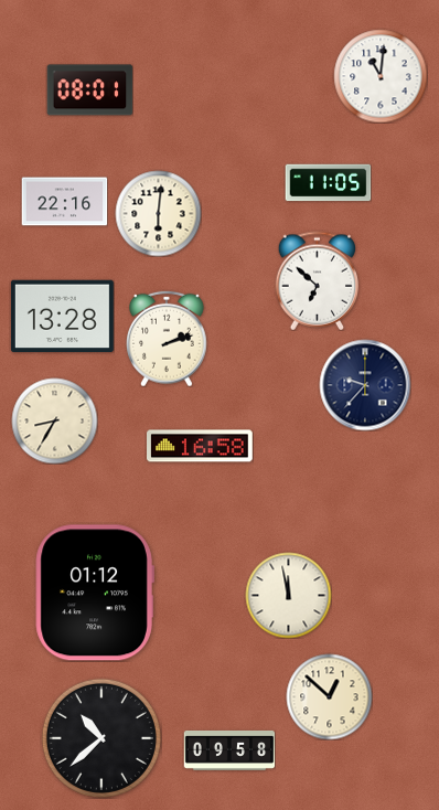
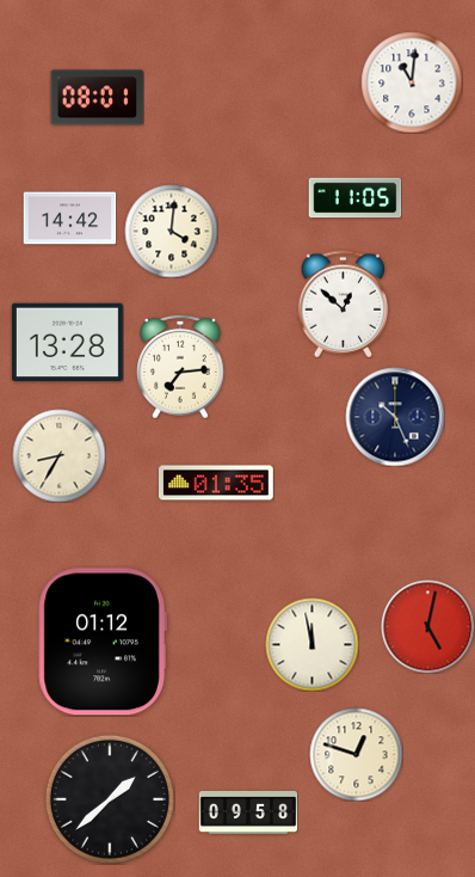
clock at (64, 202): 22:16 -> 14:42
clock at (158, 213): 6:01 -> 4:01
clock at (318, 280): 6:52 -> 12:52
clock at (168, 339): 2:12 -> 7:14
clock at (365, 385): 9:37 -> 10:26
clock at (201, 446): 16:58 -> 01:35
clock at (427, 626): none -> 5:02
clock at (329, 696): 12:52 -> 12:48
clock at (101, 738): 10:38 -> 1:38
